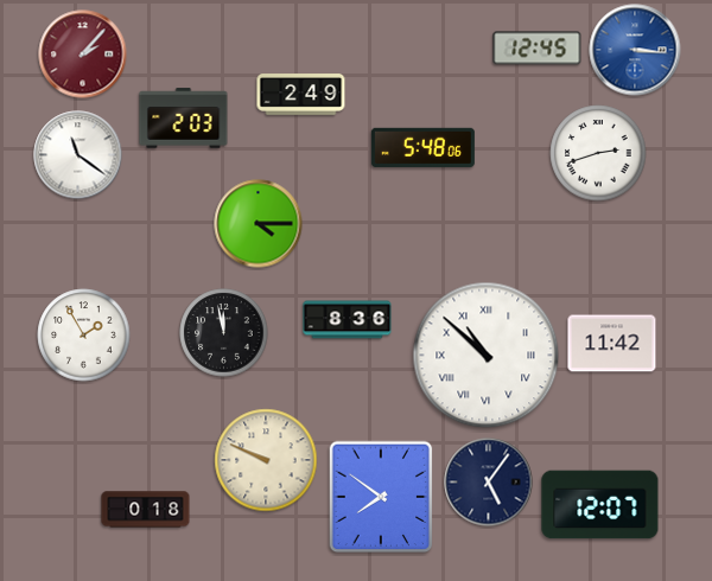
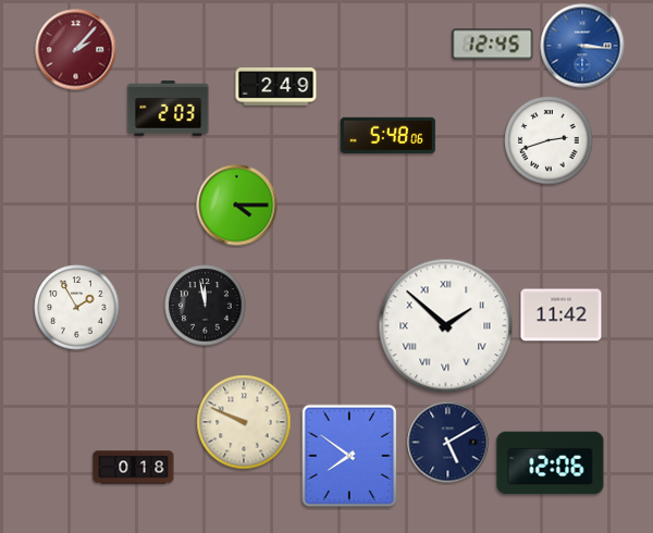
clock at (78, 155): 11:21 -> none
clock at (348, 320): 8:36 -> none
clock at (487, 356): 10:52 -> 1:52
clock at (489, 483): 5:06 -> 5:10
clock at (600, 505): 12:07 -> 12:06
